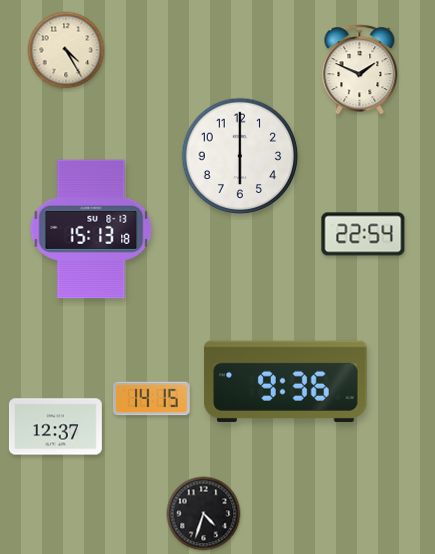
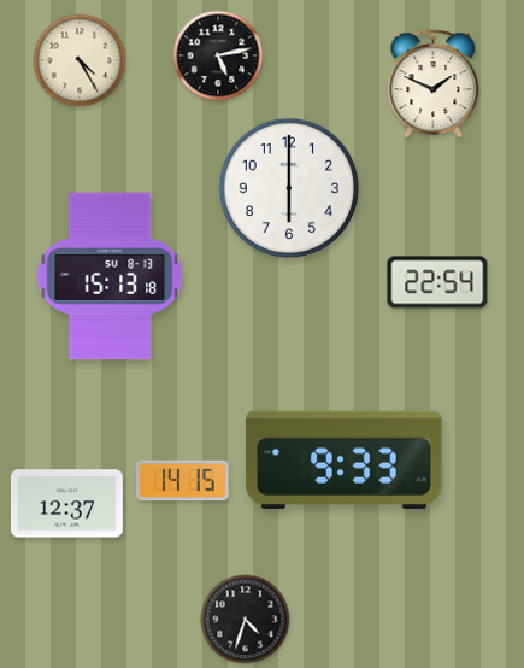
clock at (218, 55): none -> 5:13
clock at (286, 381): 9:36 -> 9:33
clock at (55, 427) position: (55, 427) -> (66, 504)
